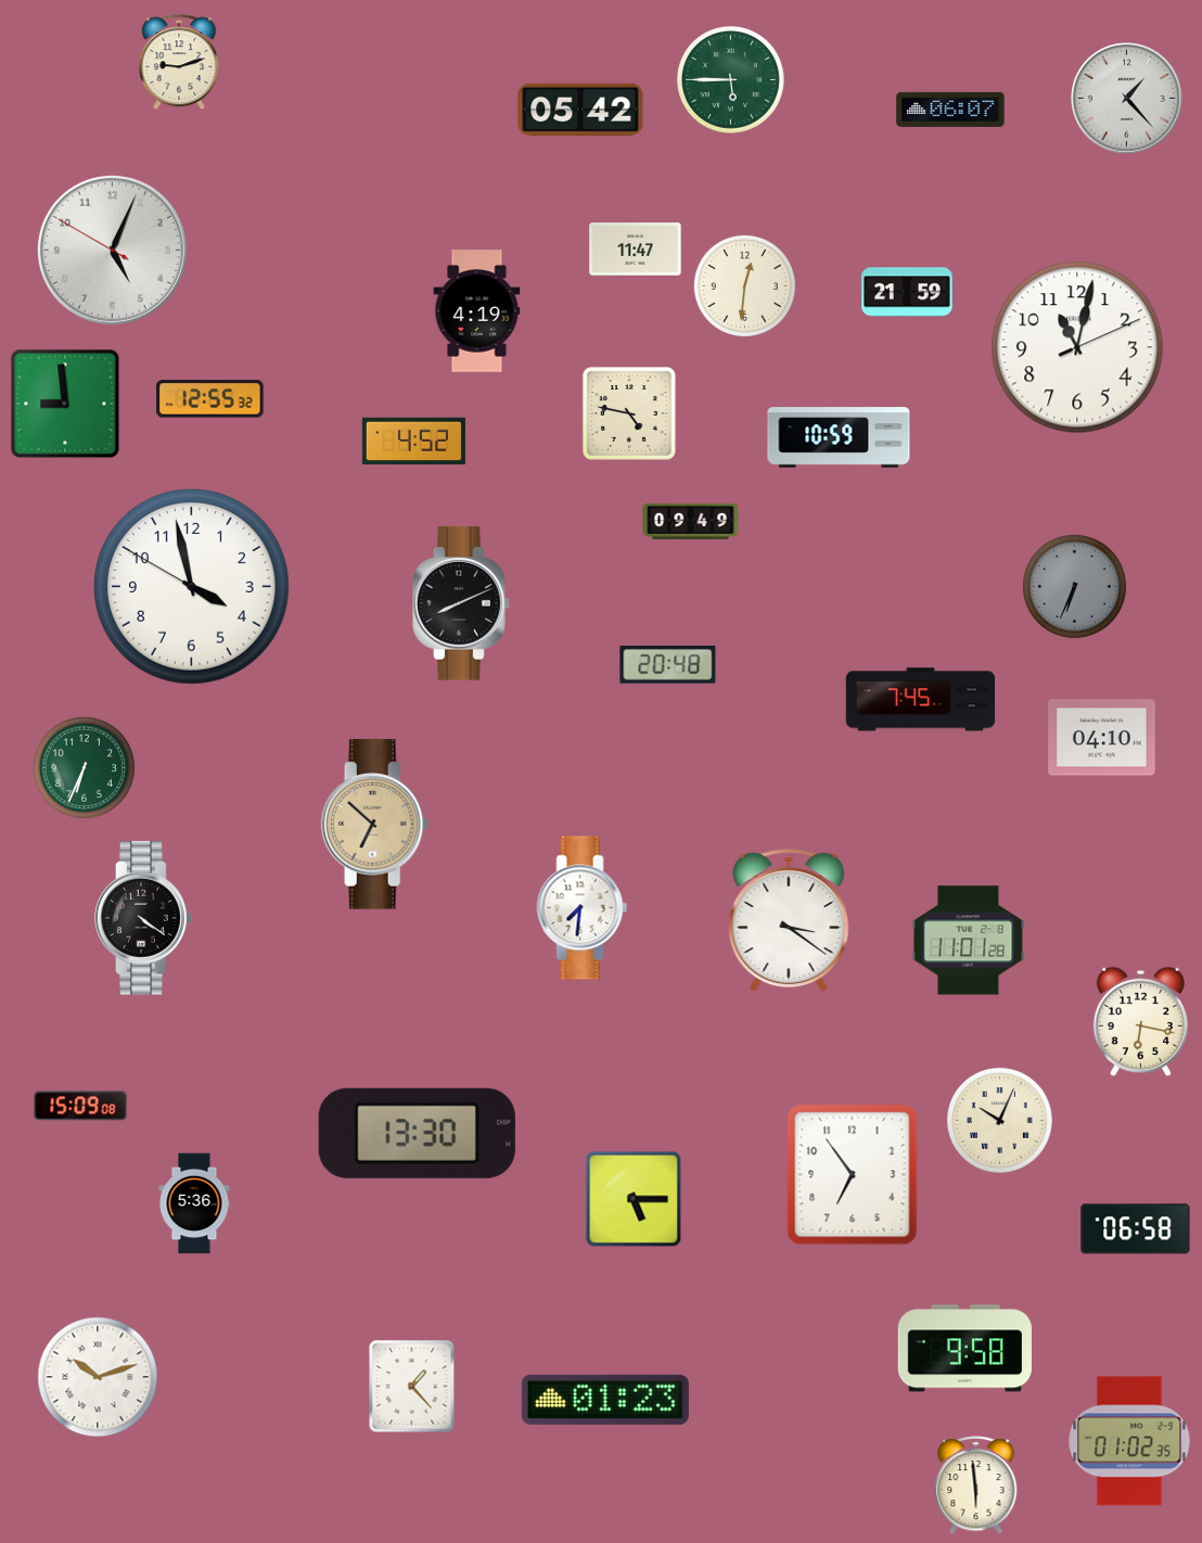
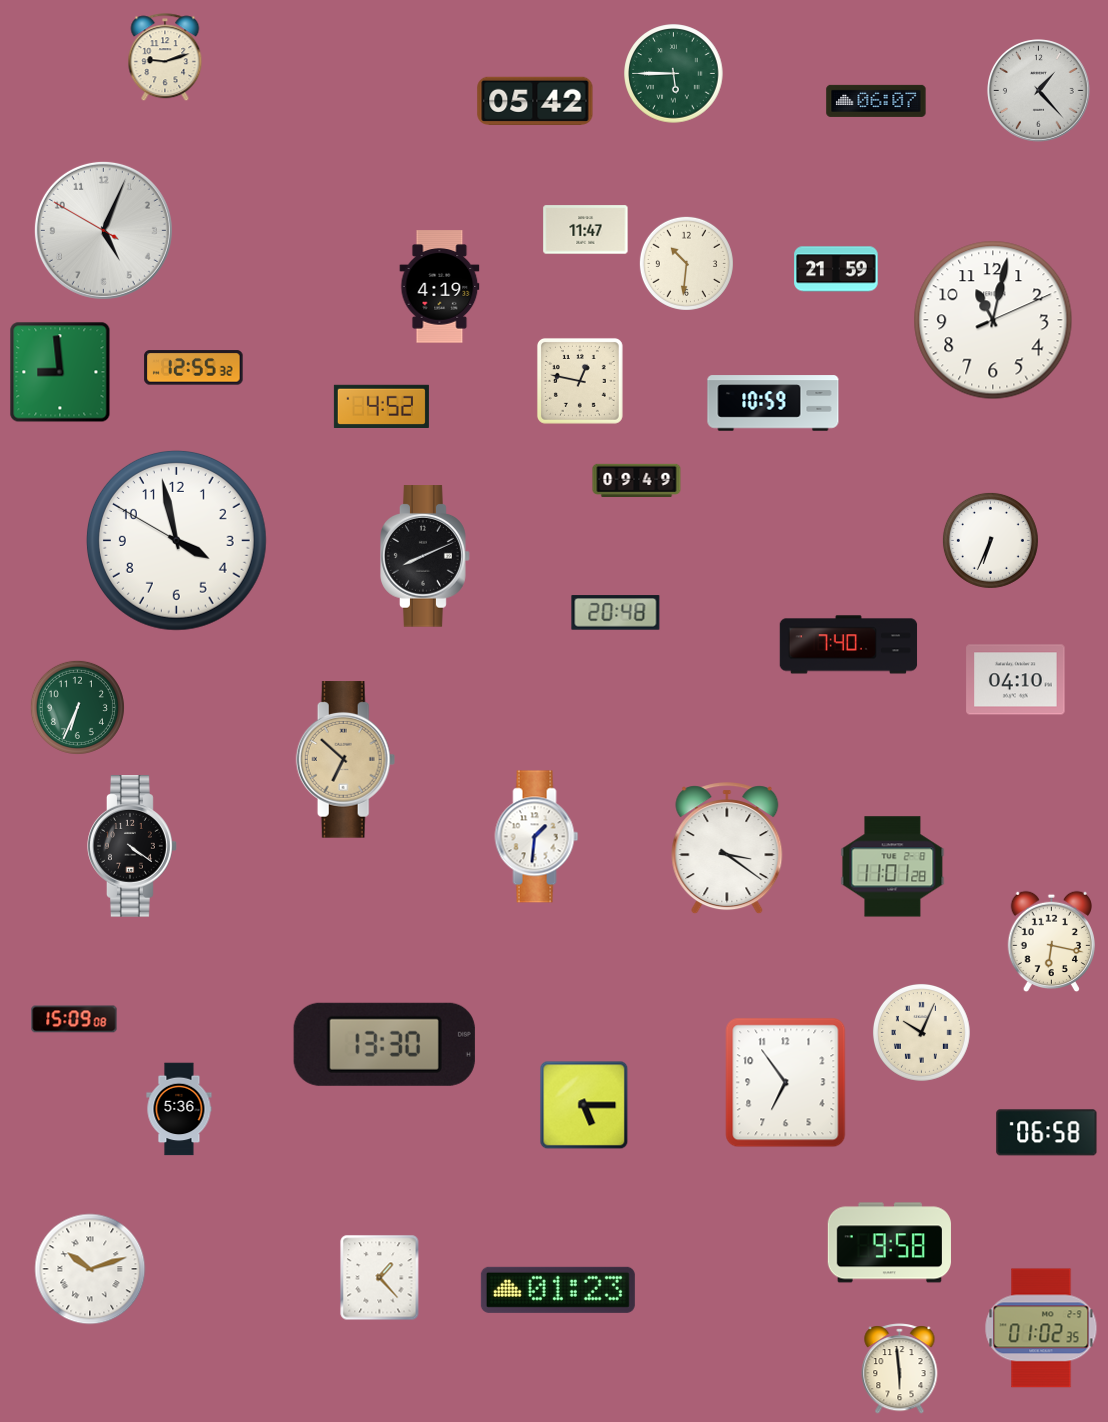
clock at (744, 285): 12:31 -> 10:31
clock at (629, 413): 4:47 -> 12:47
clock at (1074, 586) dial: grey -> white
clock at (921, 700): 7:45 -> 7:40
clock at (583, 908): 7:31 -> 1:31
